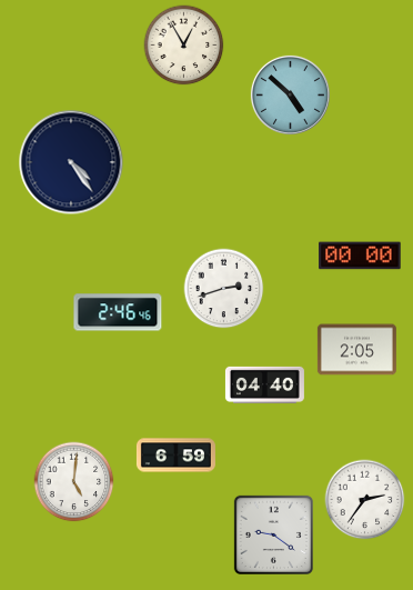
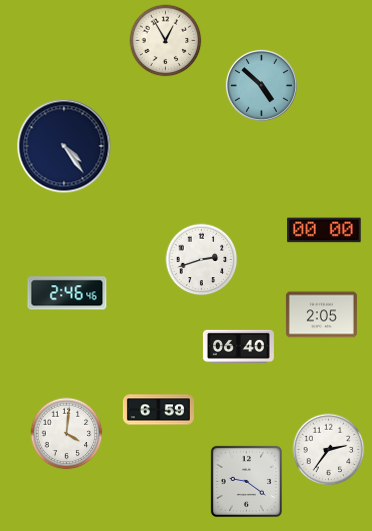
clock at (118, 312) position: (118, 312) -> (67, 293)
clock at (264, 384): 04:40 -> 06:40
clock at (74, 482): 5:01 -> 4:01
